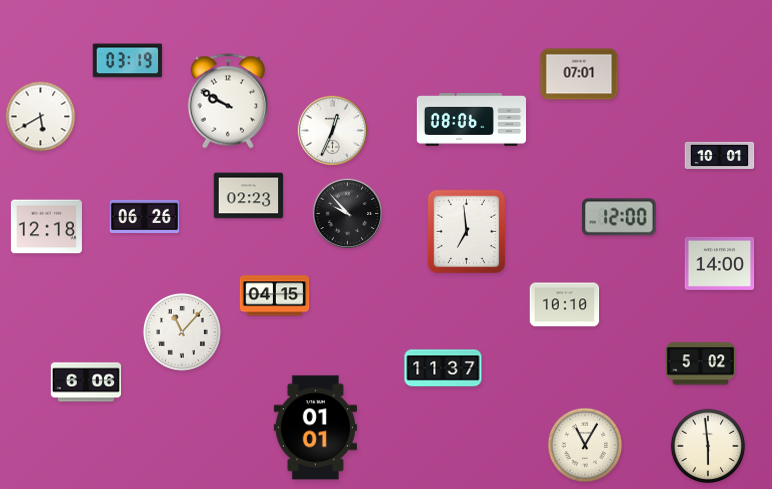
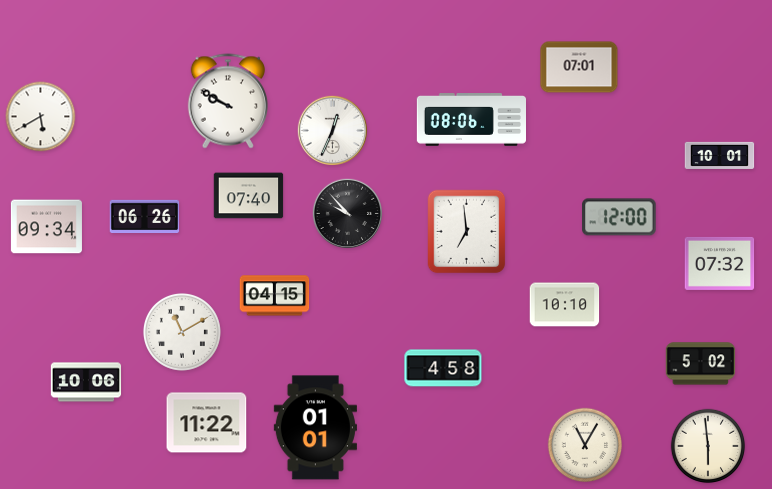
clock at (128, 61): 03:19 -> none
clock at (579, 74) position: (579, 74) -> (579, 67)
clock at (249, 196): 02:23 -> 07:40
clock at (46, 227): 12:18 -> 09:34
clock at (720, 263): 14:00 -> 07:32
clock at (182, 332): 11:07 -> 11:10
clock at (443, 368): 11:37 -> 4:58
clock at (86, 382): 6:06 -> 10:06
clock at (207, 423): none -> 11:22
